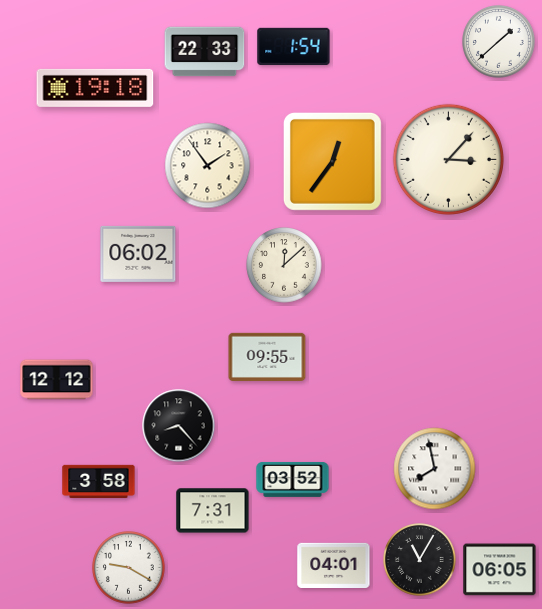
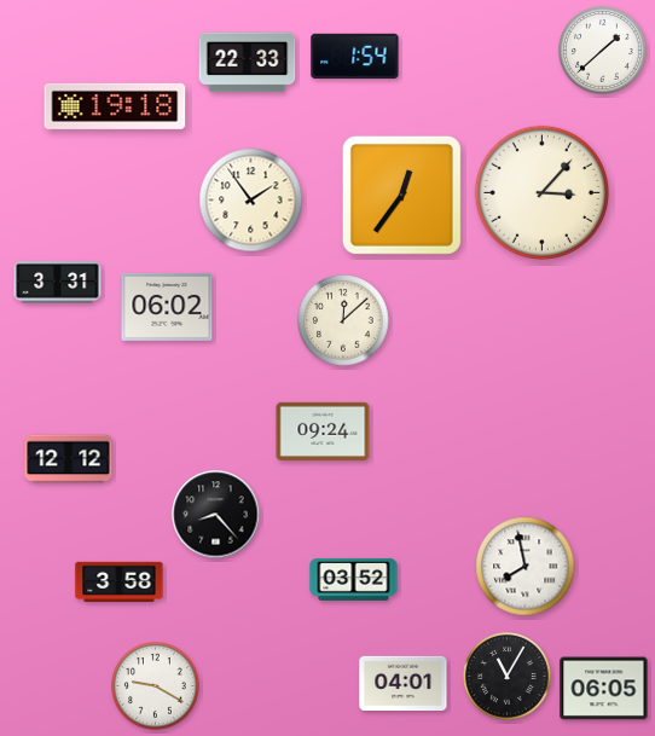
clock at (58, 283): none -> 3:31
clock at (267, 357): 09:55 -> 09:24
clock at (213, 511): 7:31 -> none
